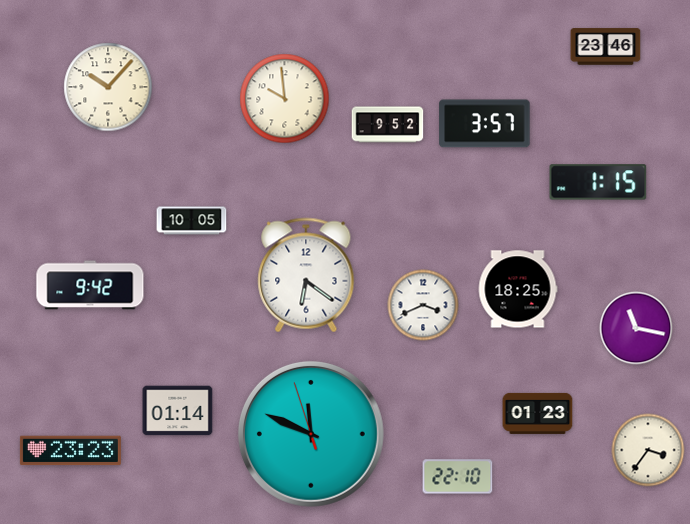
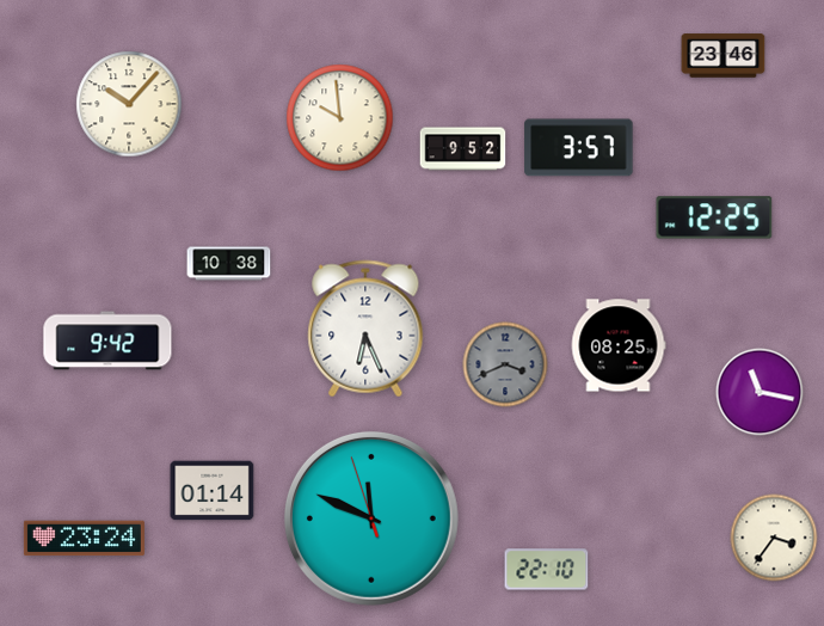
clock at (598, 182): 1:15 -> 12:25
clock at (192, 221): 10:05 -> 10:38
clock at (306, 275): 6:21 -> 6:26
clock at (518, 289): 18:25 -> 08:25
clock at (423, 305) dial: white -> grey
clock at (538, 413): 01:23 -> none
clock at (70, 451): 23:23 -> 23:24
